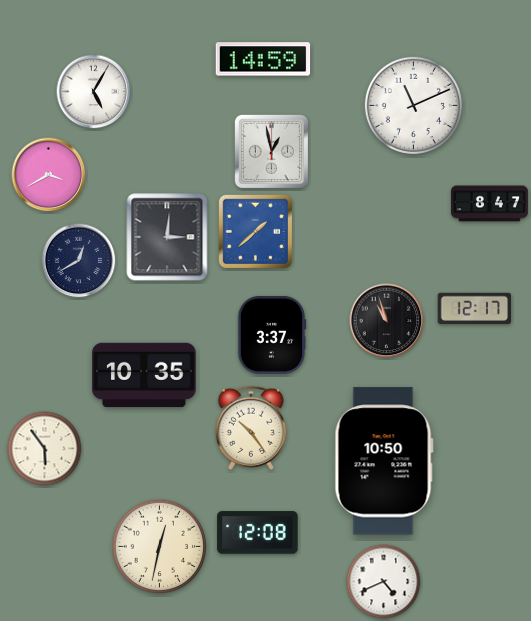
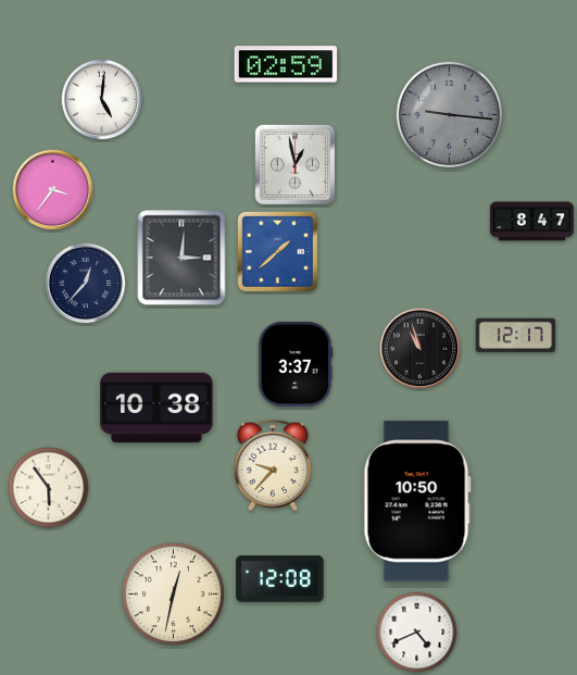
clock at (263, 59): 14:59 -> 02:59
clock at (94, 92): 5:05 -> 5:01
clock at (413, 105): 11:11 -> 9:16
clock at (413, 105) dial: white -> grey
clock at (49, 175): 3:40 -> 3:36
clock at (79, 261): 12:40 -> 12:37
clock at (144, 375): 10:35 -> 10:38
clock at (251, 428): 10:24 -> 9:37
